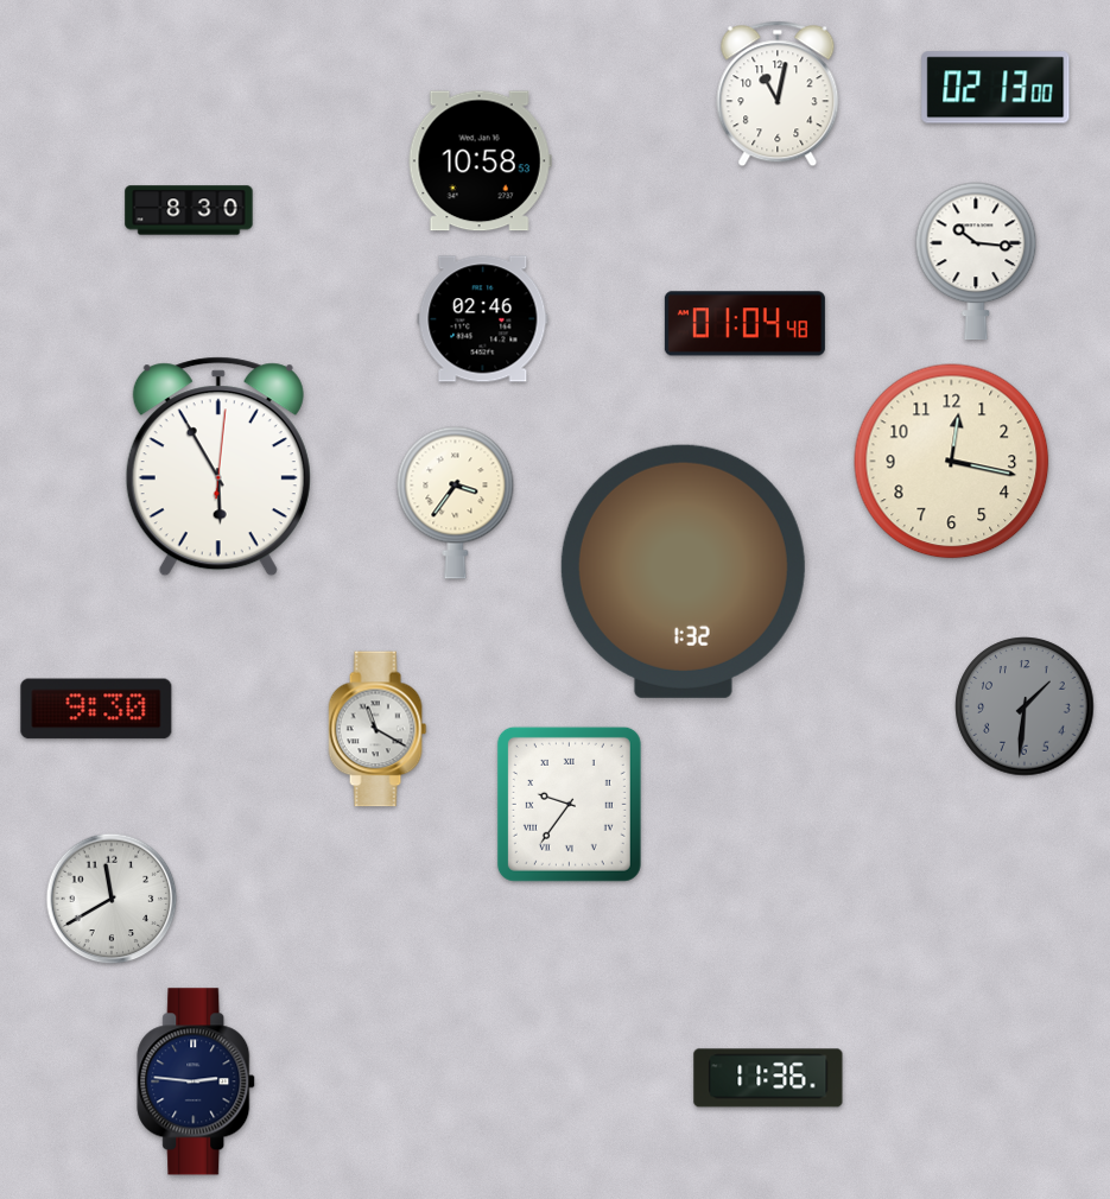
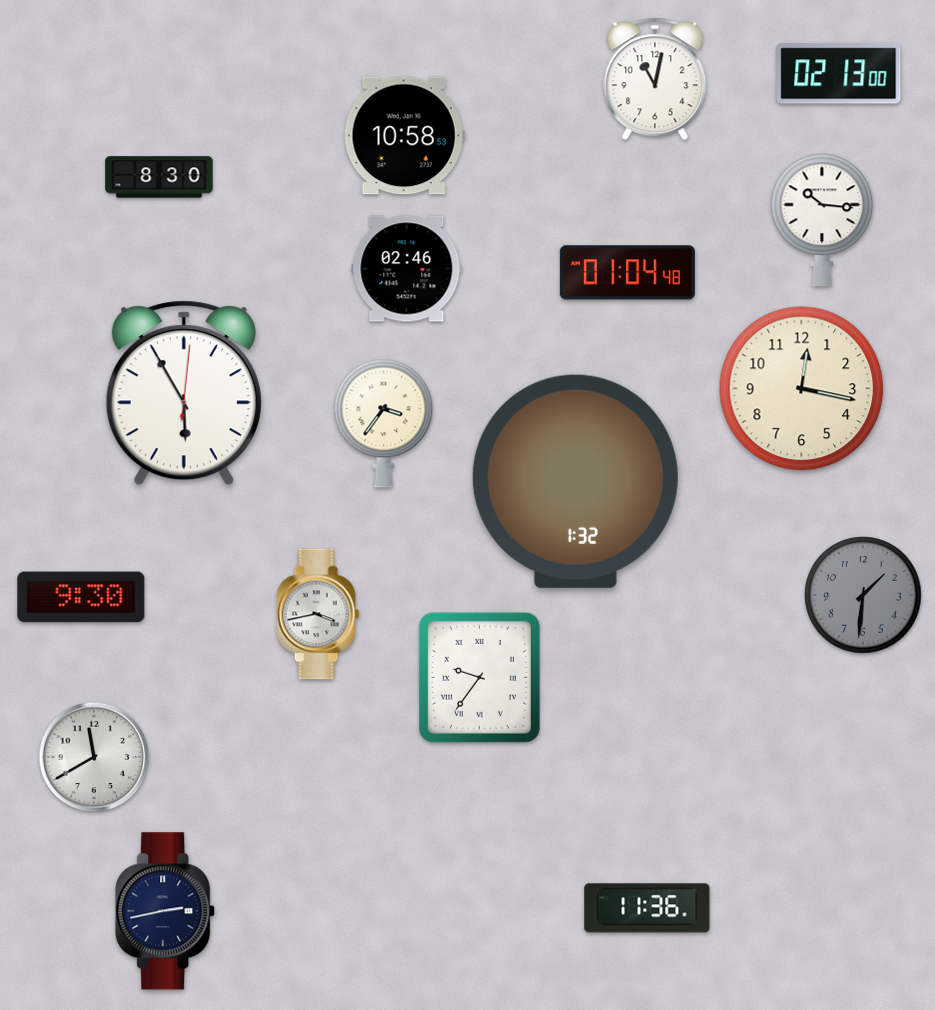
clock at (378, 729): 11:20 -> 3:43
clock at (197, 1081): 2:46 -> 2:43
